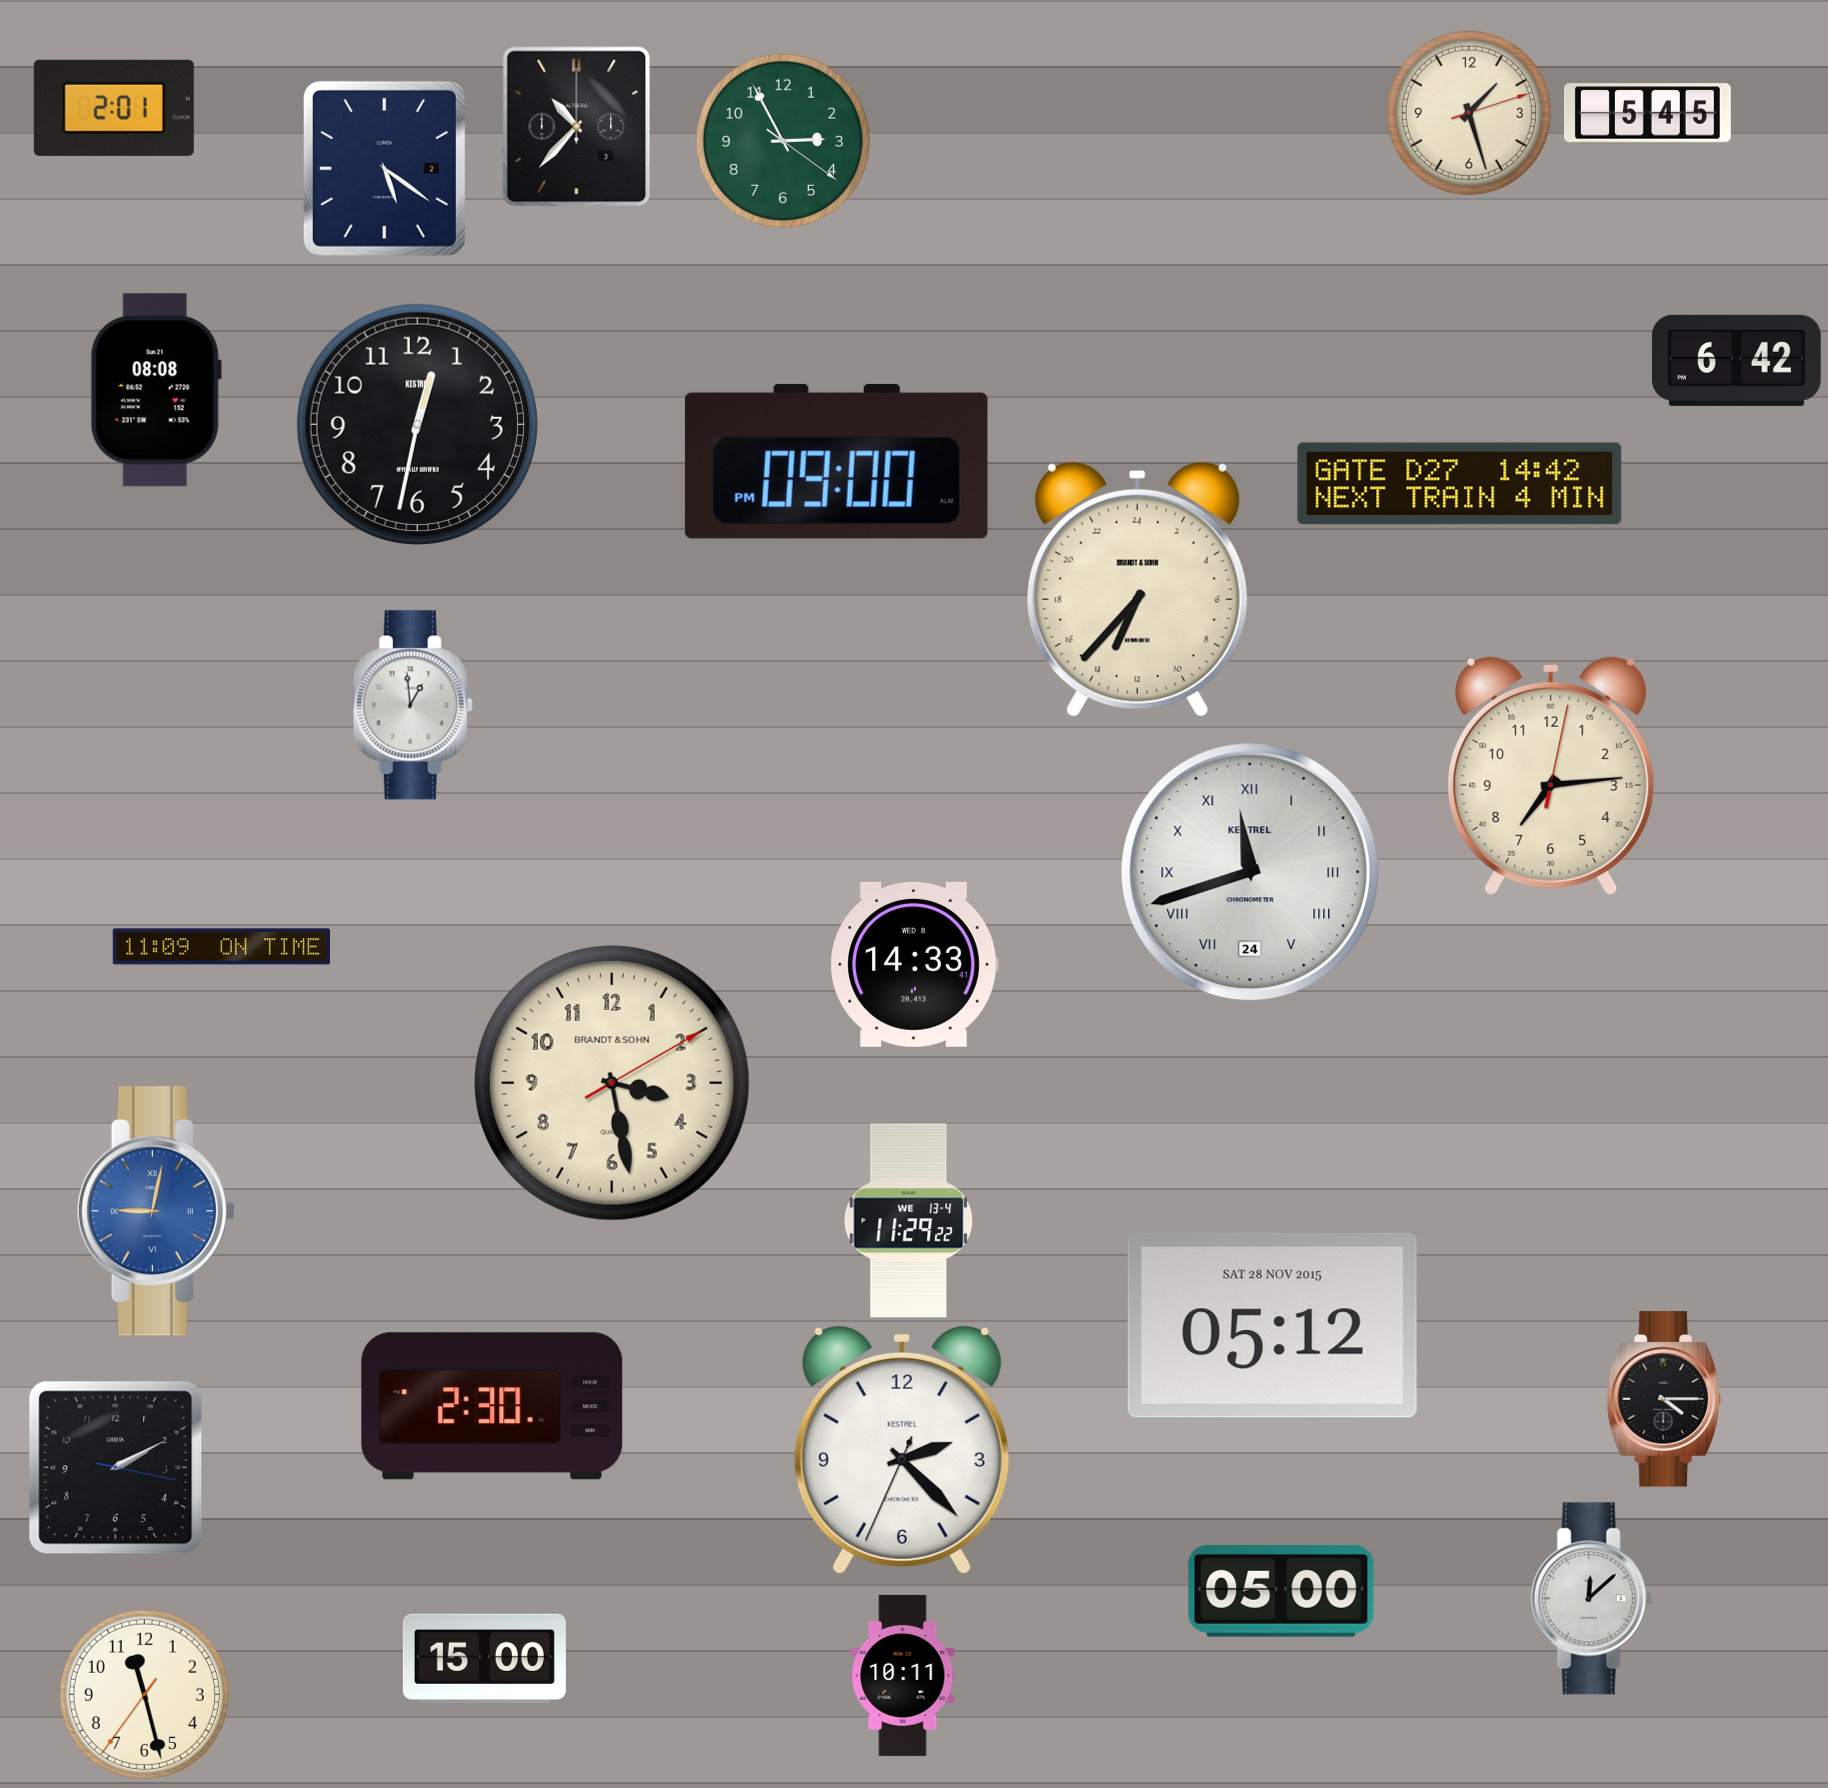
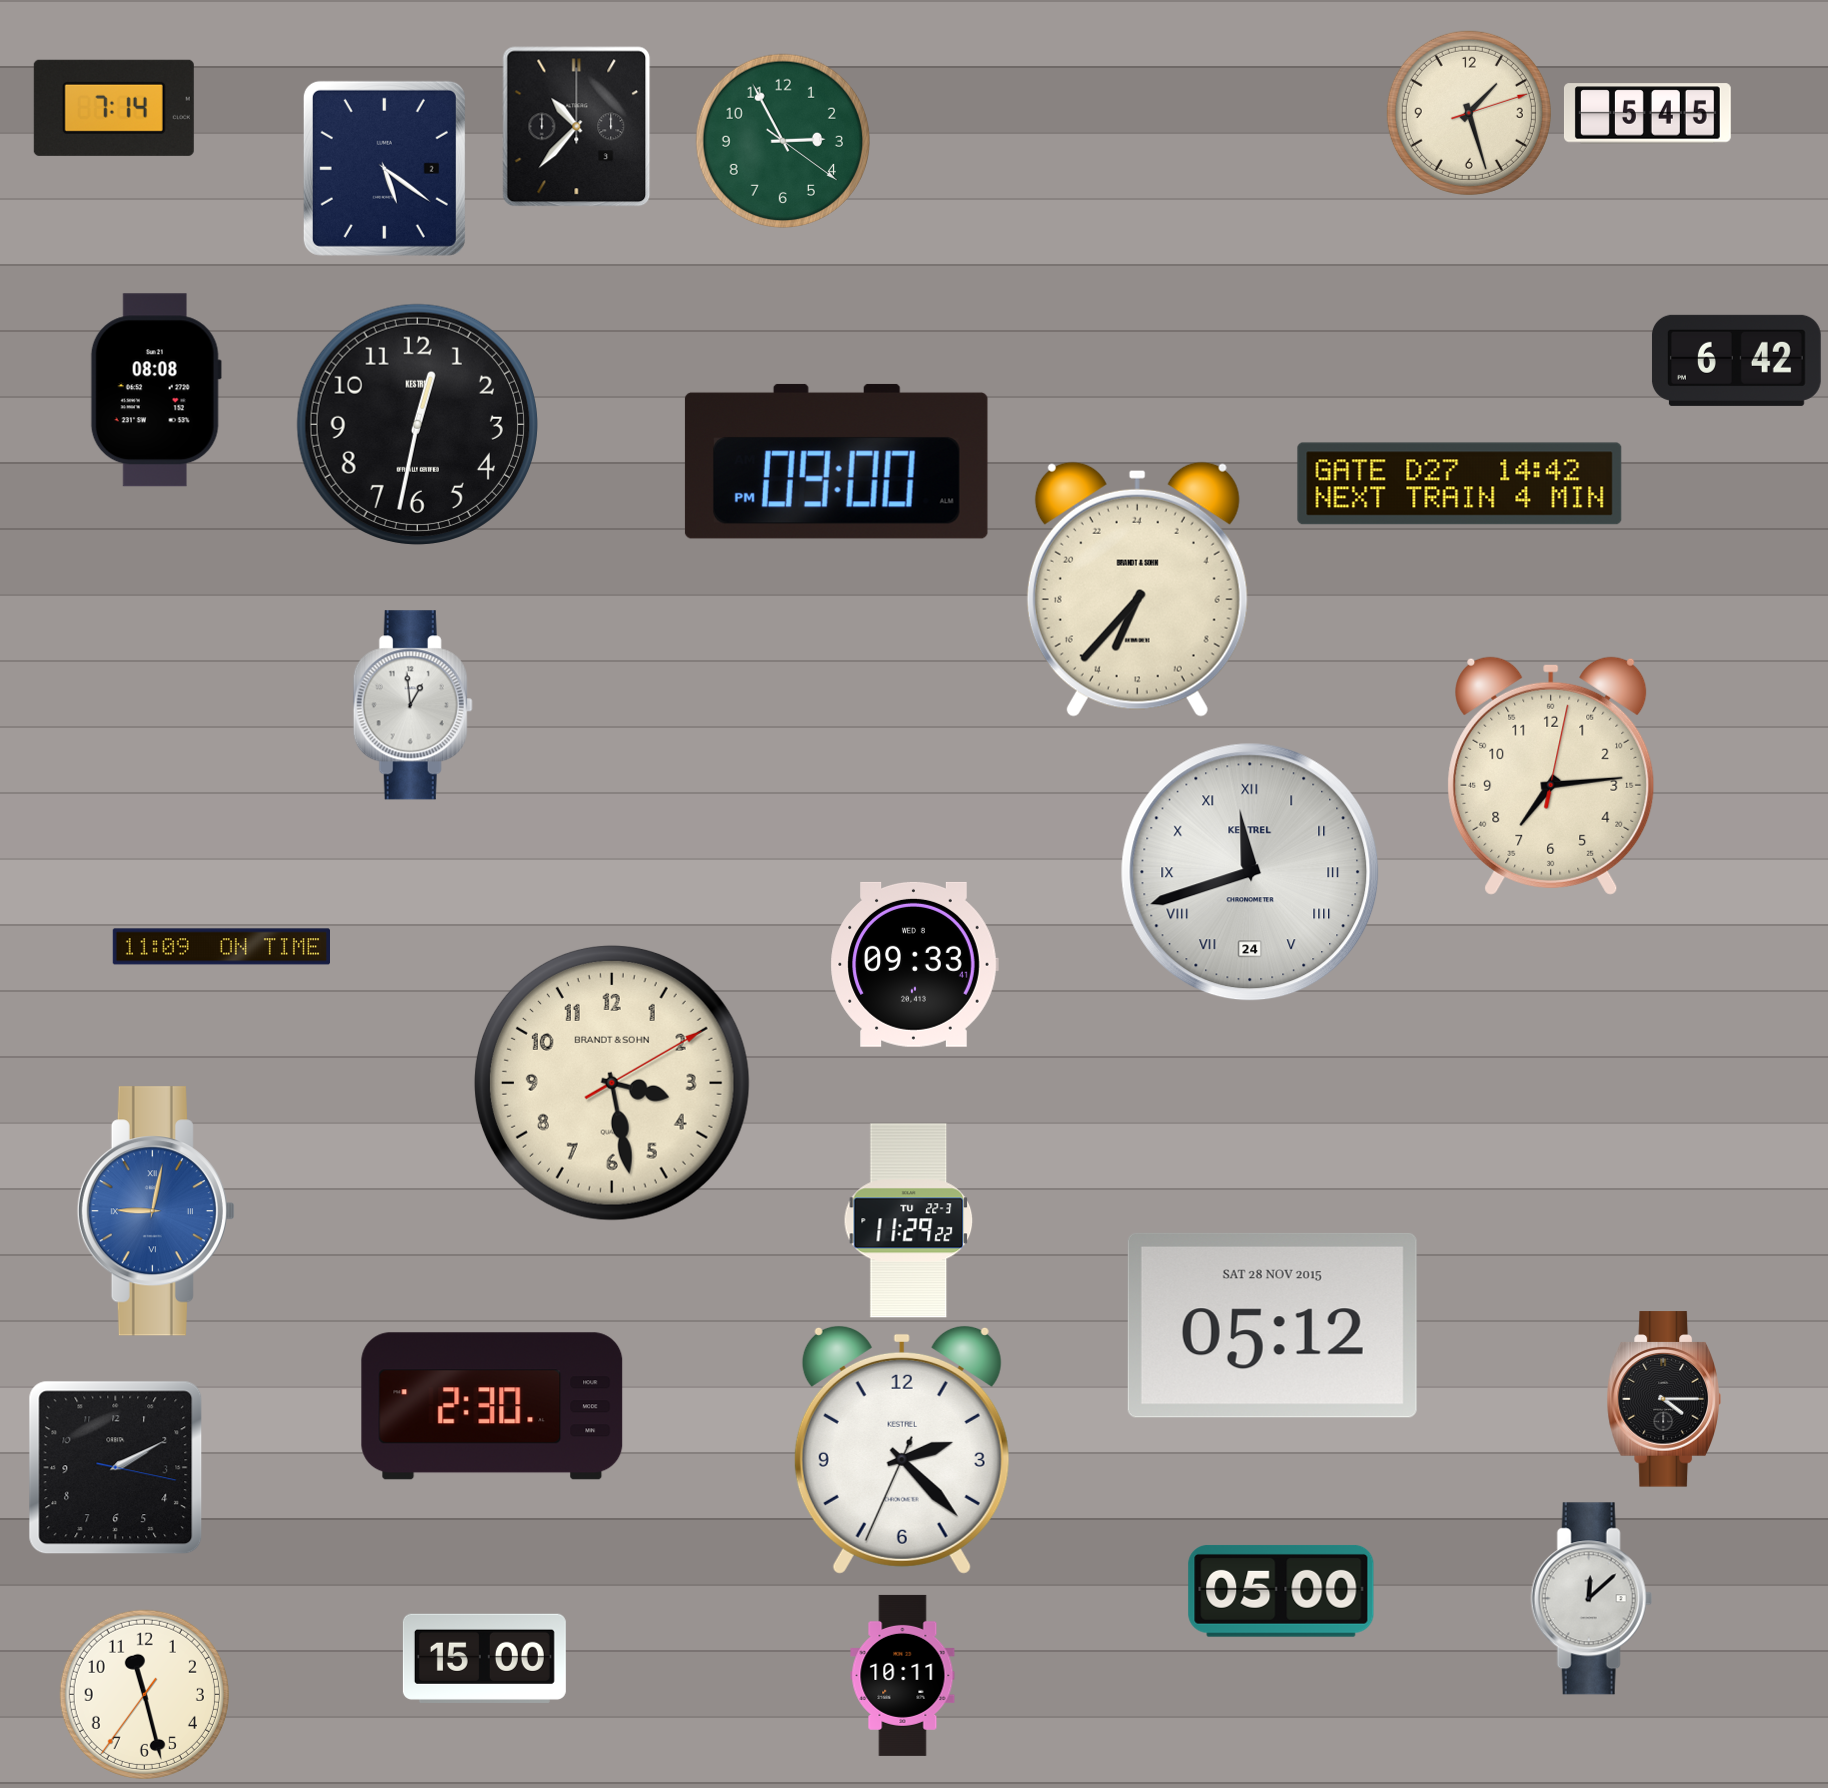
clock at (114, 108): 2:01 -> 7:14
clock at (914, 964): 14:33 -> 09:33
clock at (909, 1221) date: WE 13-4 -> TU 22-3
